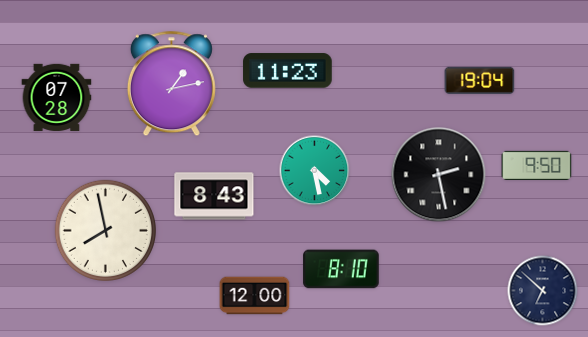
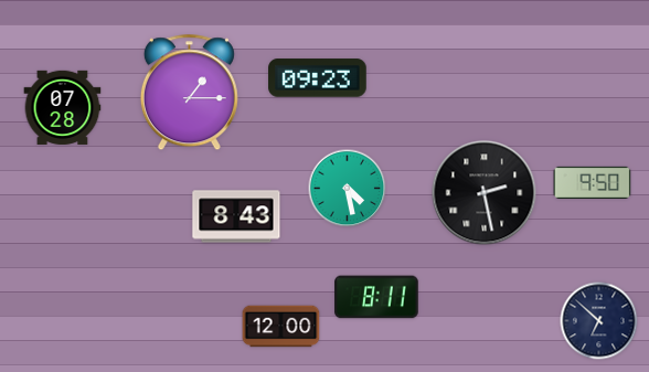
clock at (288, 71): 11:23 -> 09:23
clock at (480, 80): 19:04 -> none
clock at (171, 84): 1:13 -> 1:15
clock at (105, 230): 7:58 -> none
clock at (341, 269): 8:10 -> 8:11
